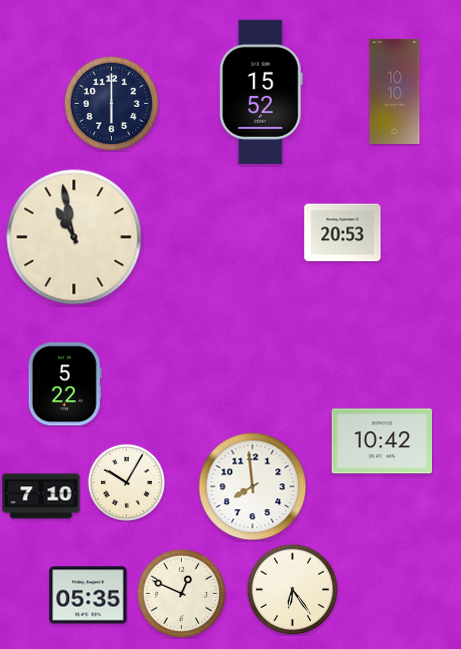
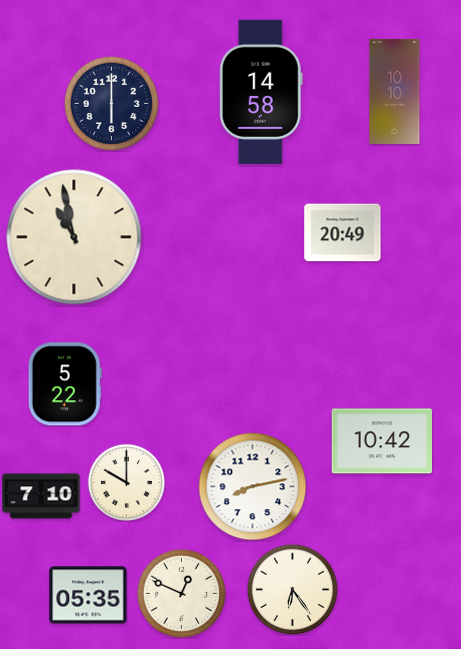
clock at (261, 92): 15:52 -> 14:58
clock at (343, 233): 20:53 -> 20:49
clock at (126, 482): 10:05 -> 10:00
clock at (253, 487): 7:59 -> 8:13
